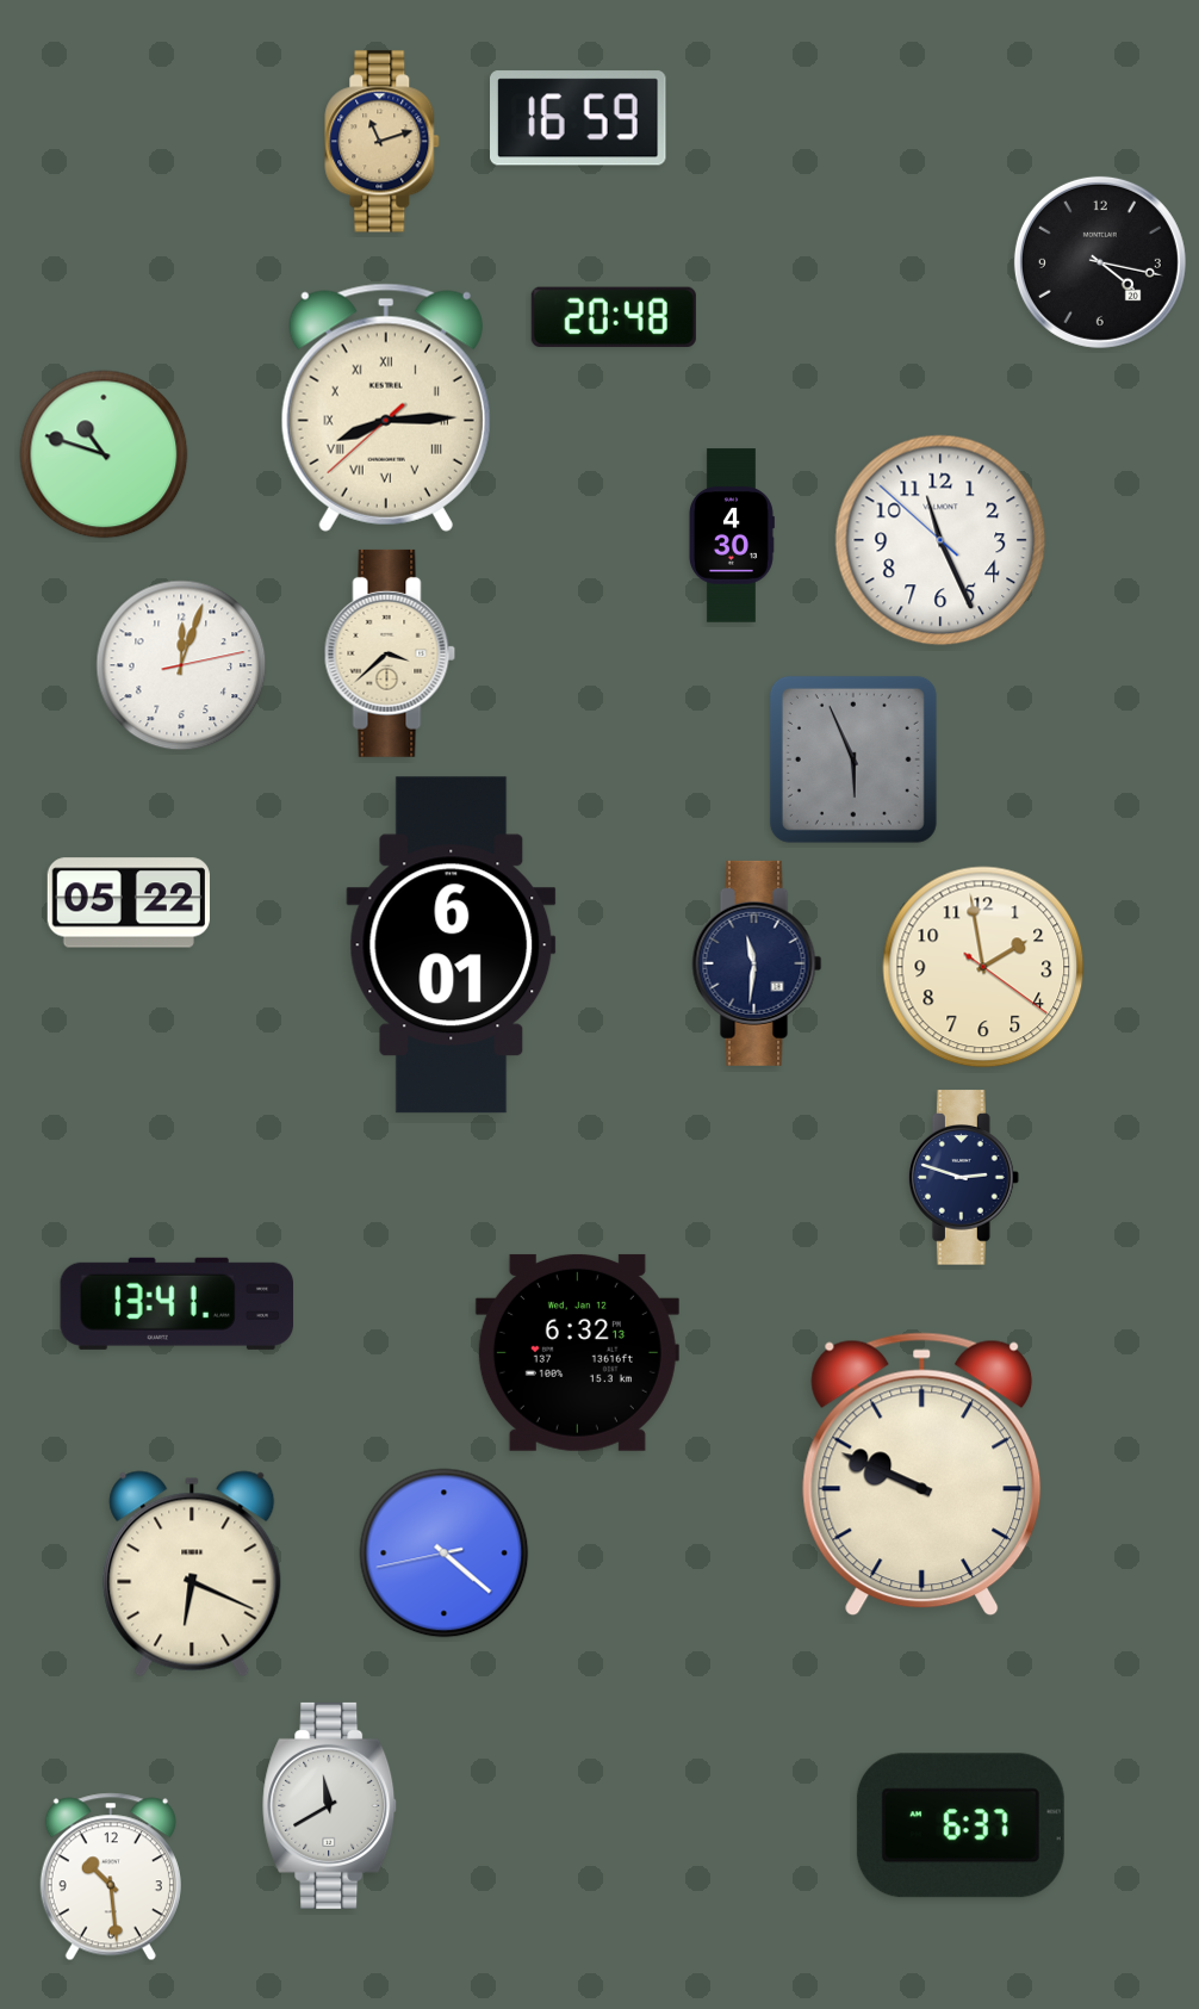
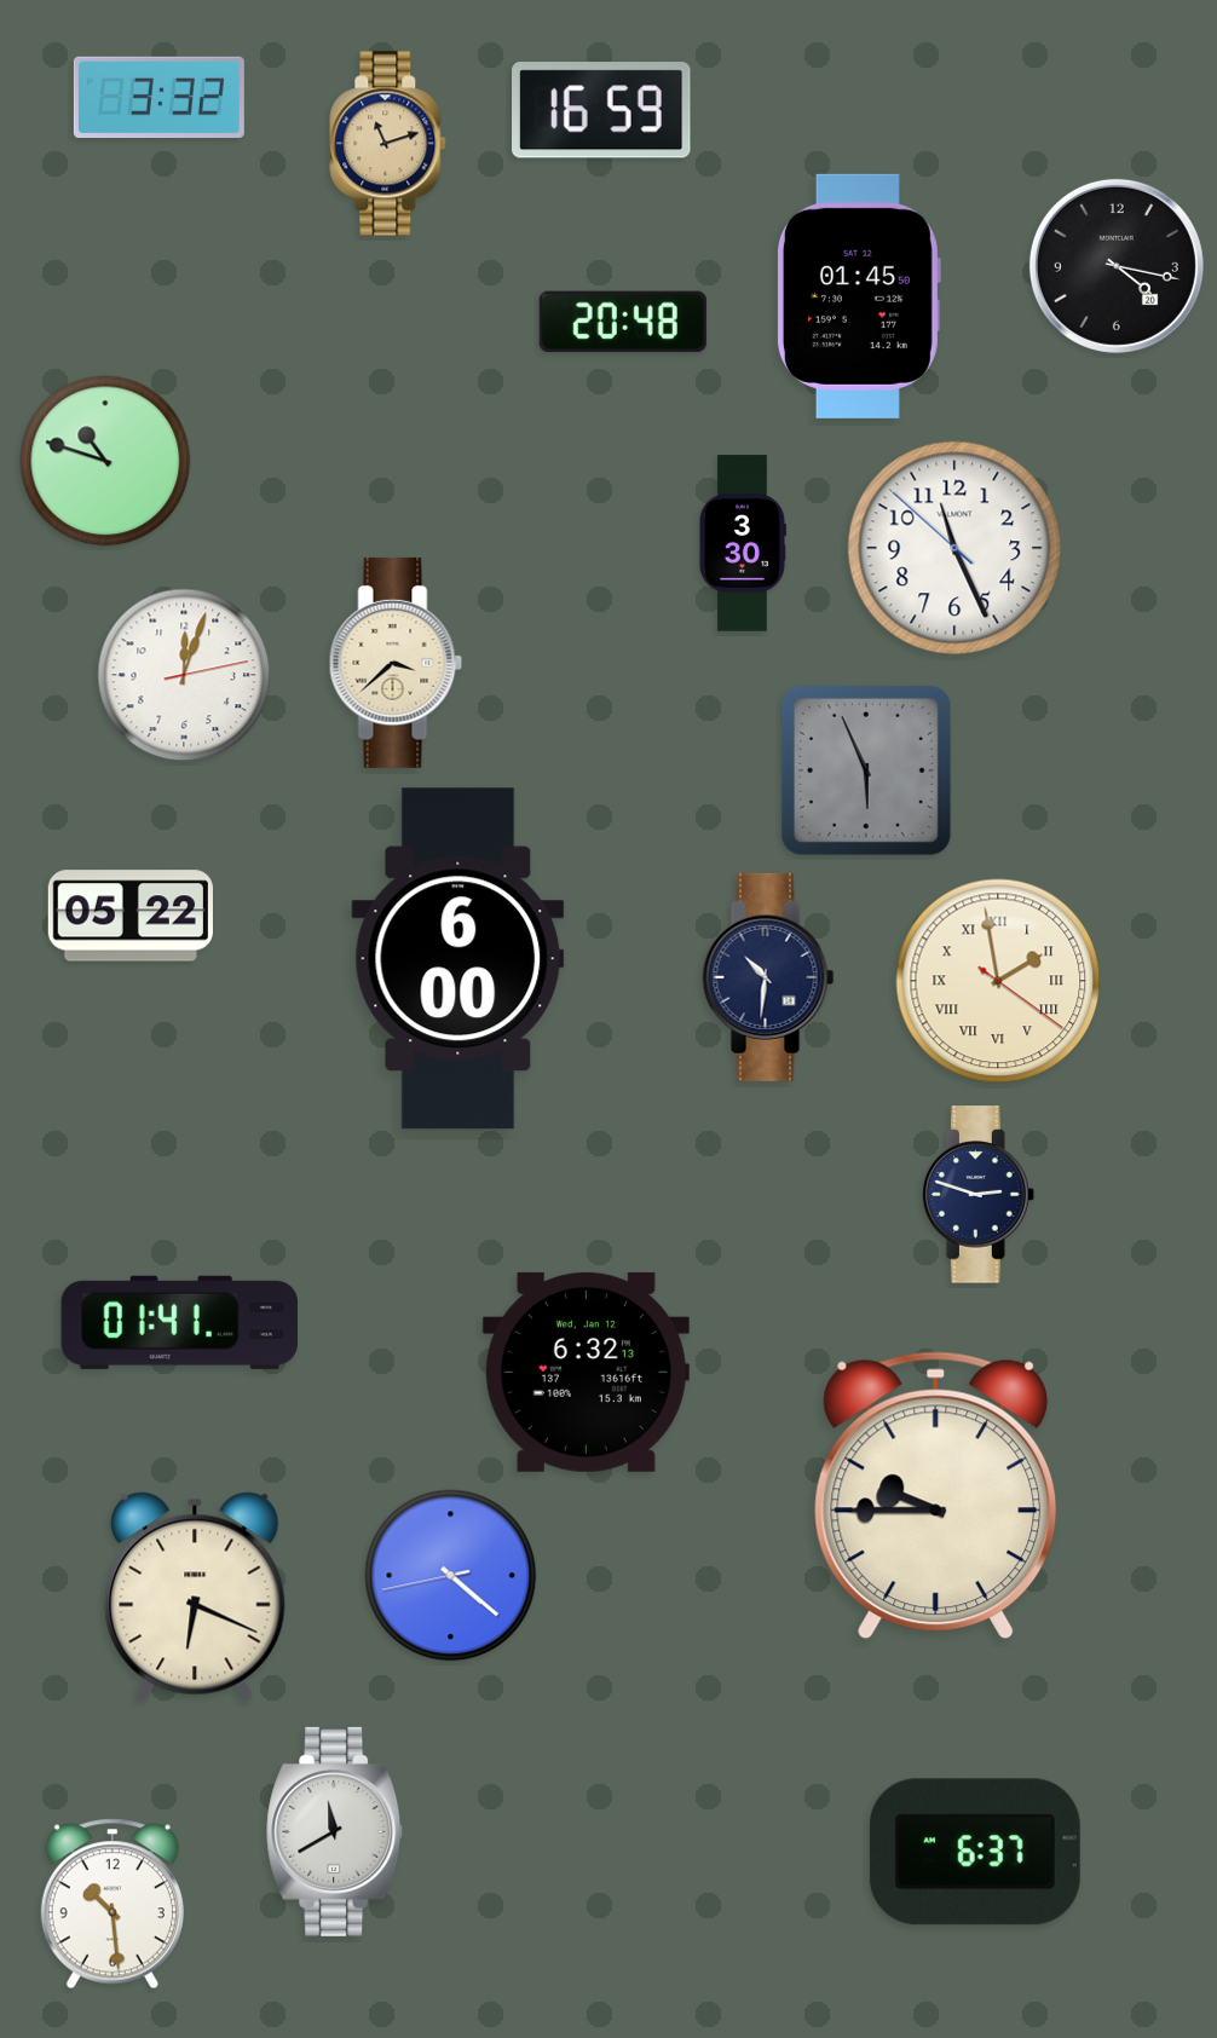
clock at (158, 97): none -> 3:32
clock at (579, 118) position: (579, 118) -> (602, 110)
clock at (858, 296): none -> 01:45
clock at (386, 408): 8:14 -> none
clock at (731, 535): 4:30 -> 3:30
clock at (452, 945): 6:01 -> 6:00
clock at (757, 963): 11:31 -> 10:31
clock at (983, 967) numerals: Arabic -> Roman
clock at (176, 1303): 13:41 -> 01:41
clock at (922, 1475): 9:49 -> 9:45
